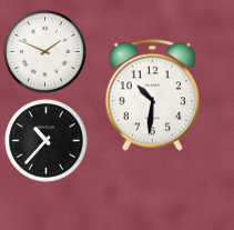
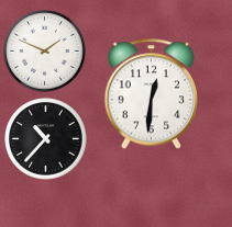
clock at (152, 96): 10:31 -> 12:31
